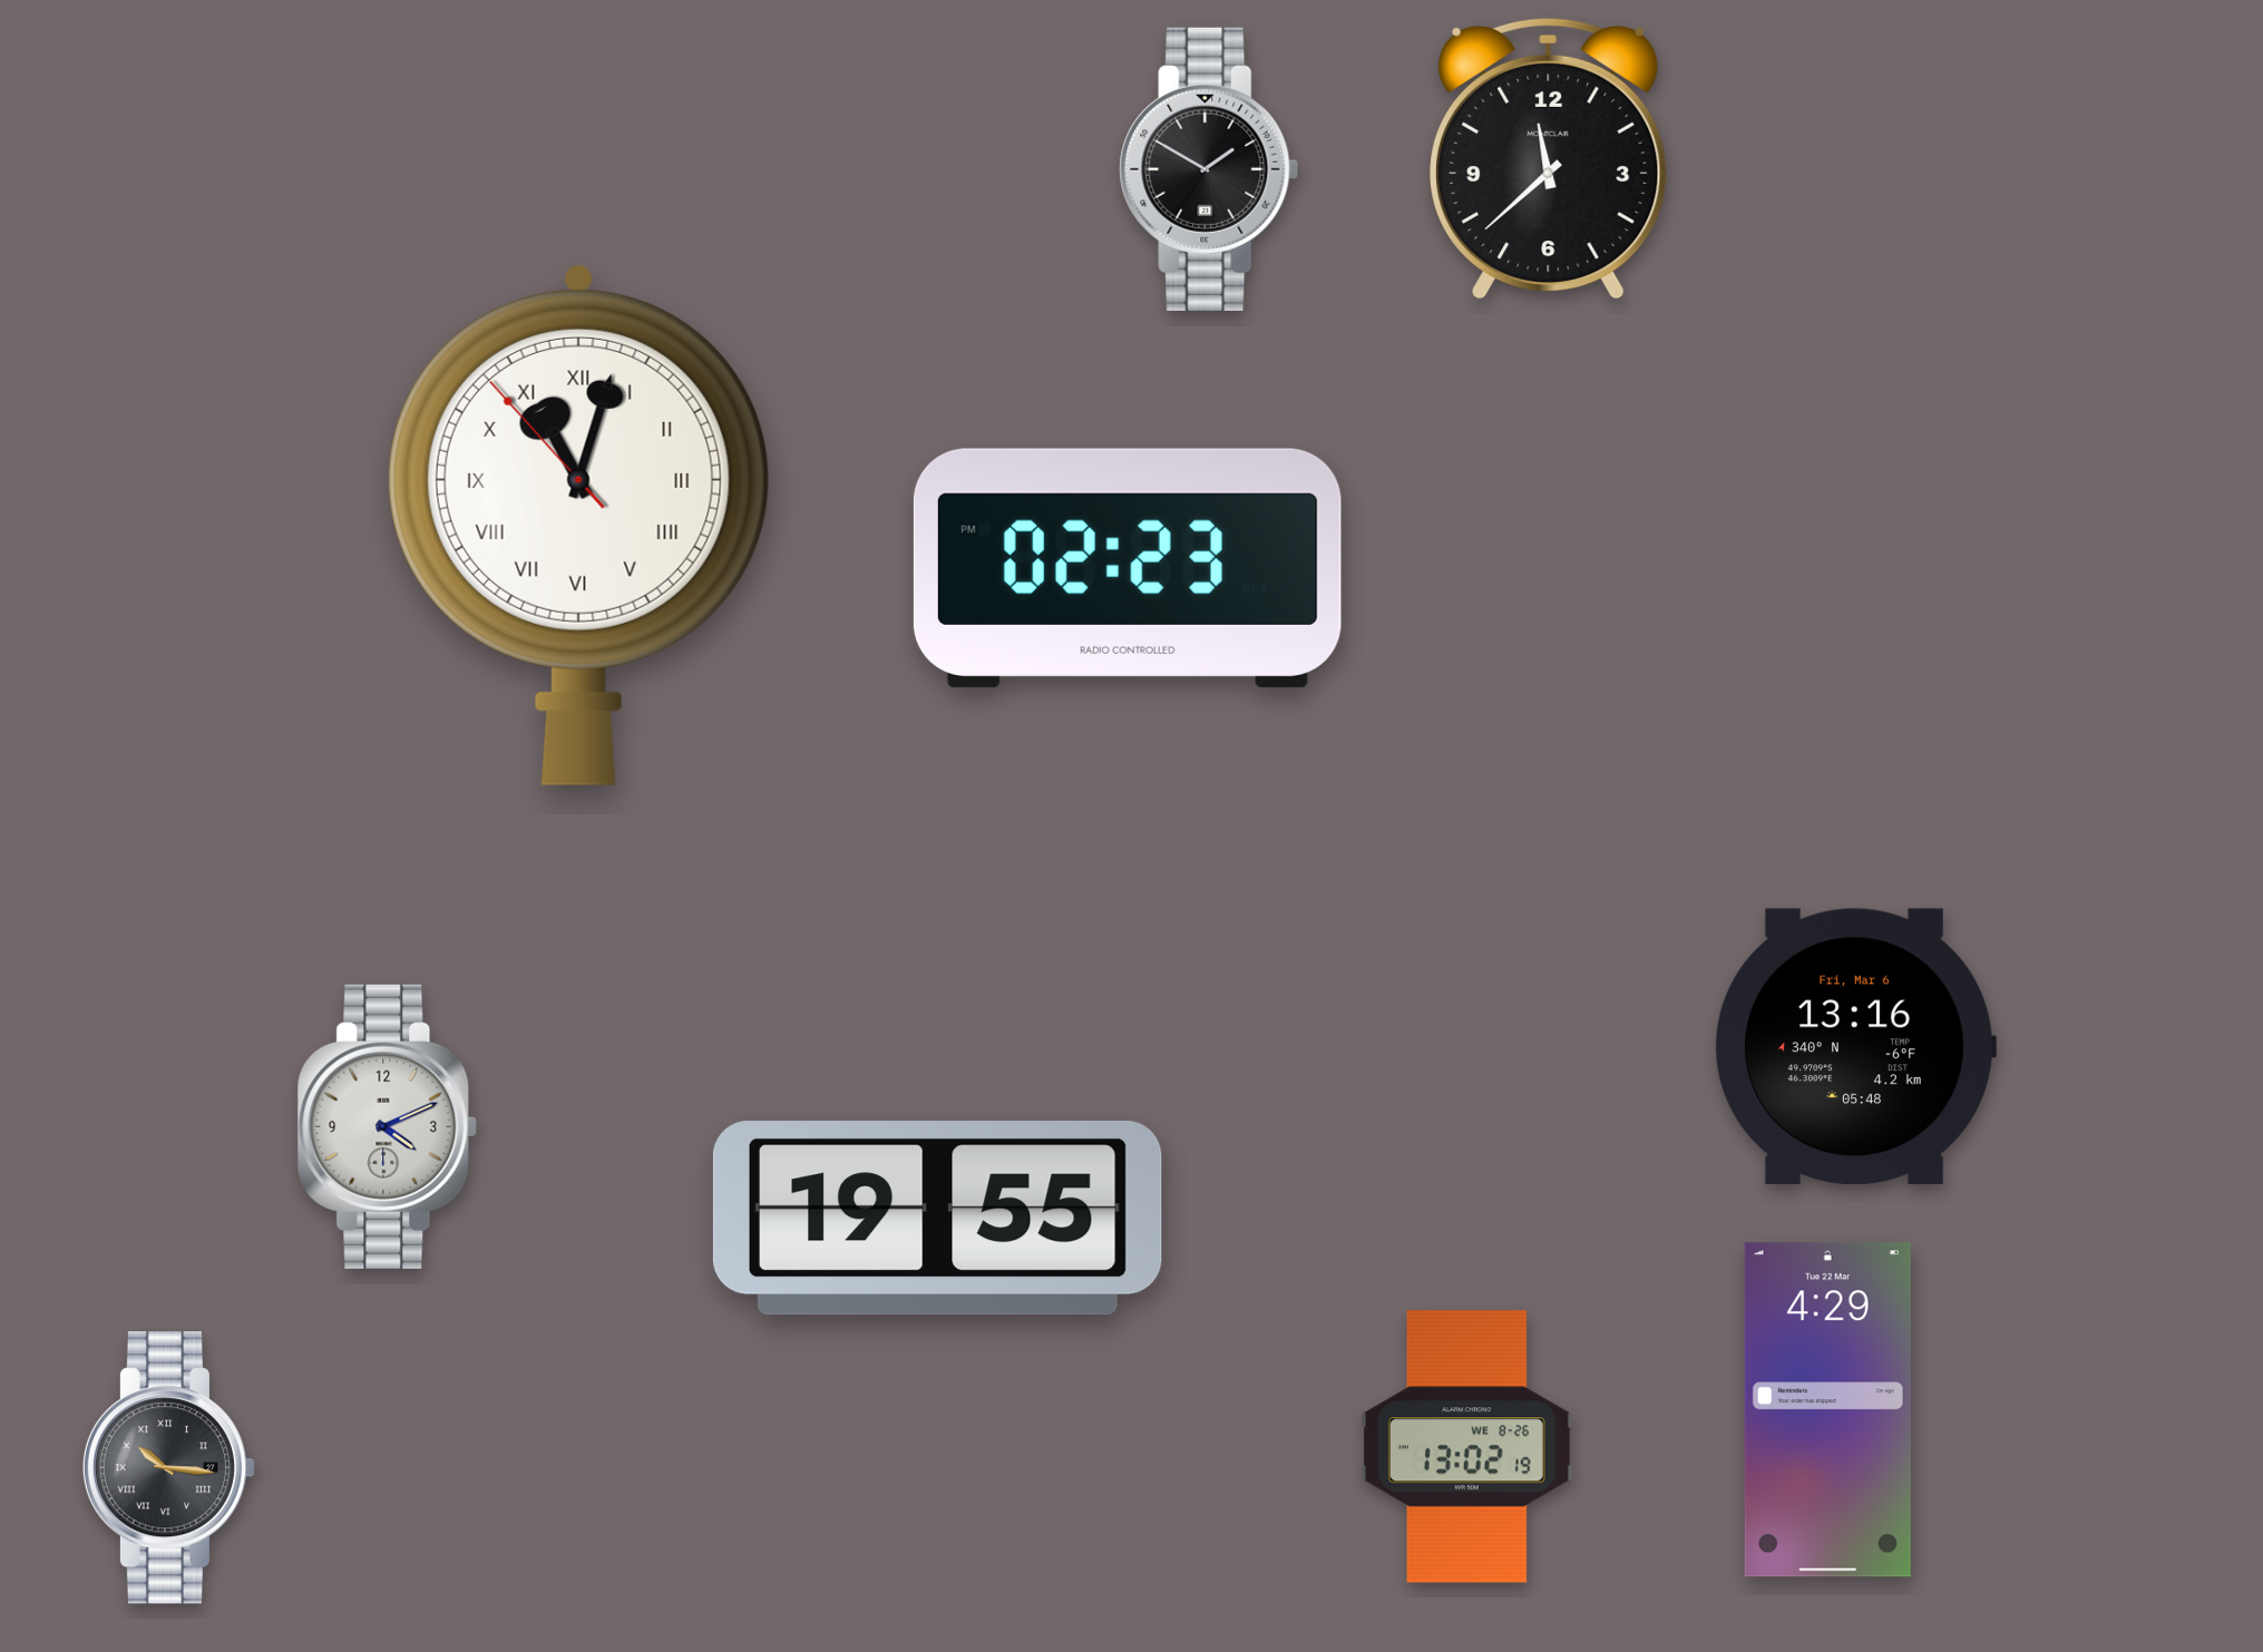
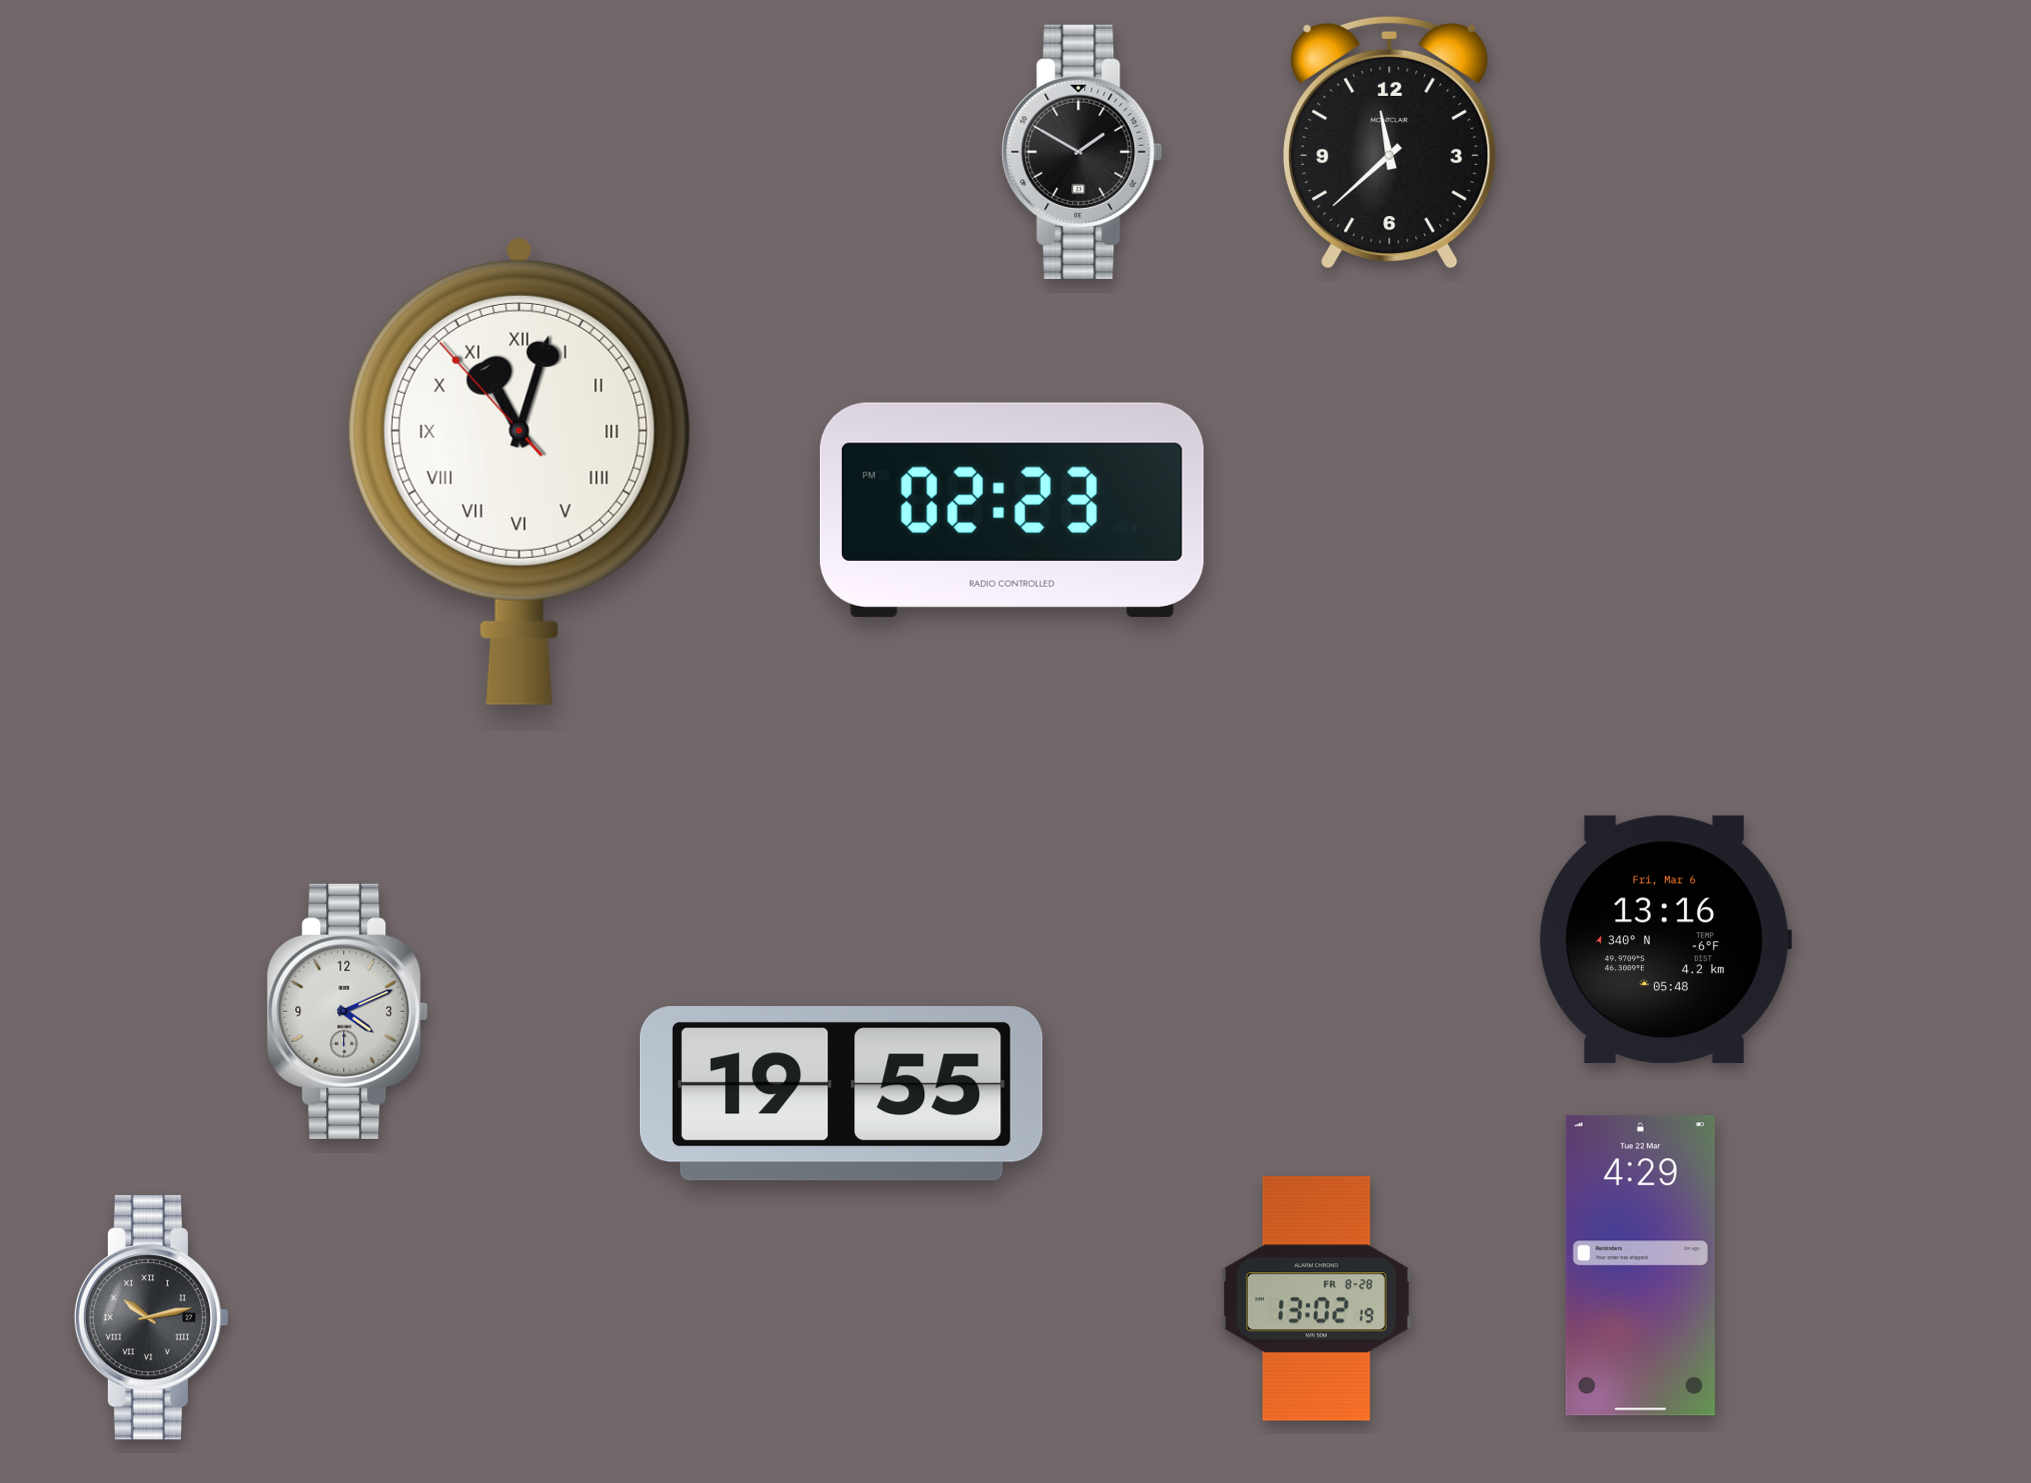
clock at (1209, 169) position: (1209, 169) -> (1082, 152)
clock at (1466, 1447) date: WE 8-26 -> FR 8-28
clock at (169, 1468): 10:16 -> 10:13
